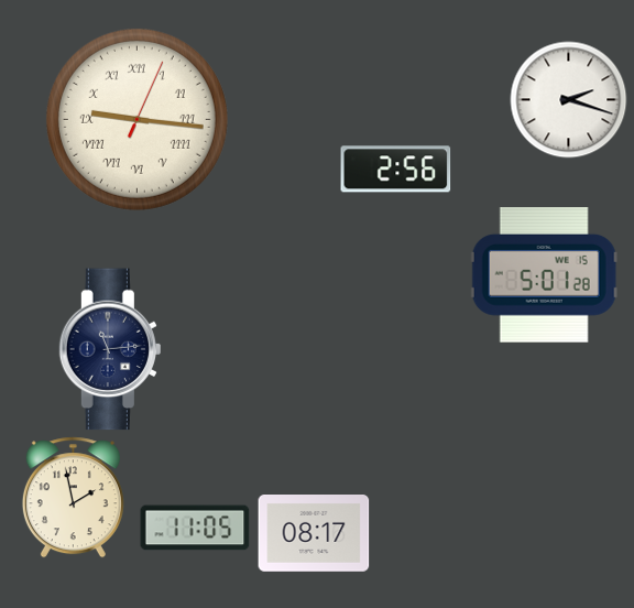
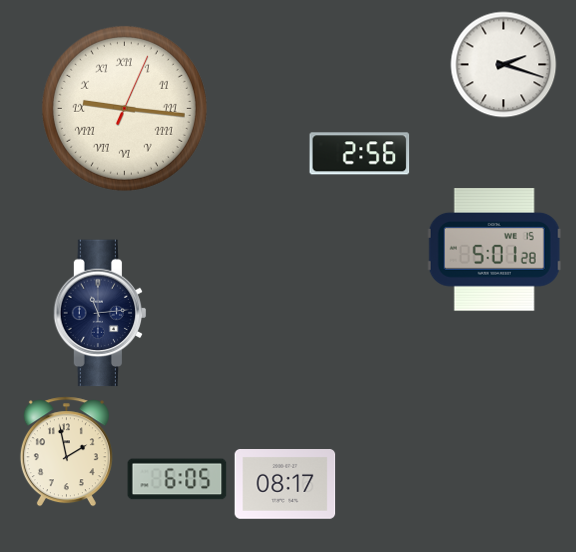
clock at (569, 100) position: (569, 100) -> (504, 65)
clock at (109, 349) position: (109, 349) -> (99, 313)
clock at (195, 528): 11:05 -> 6:05
